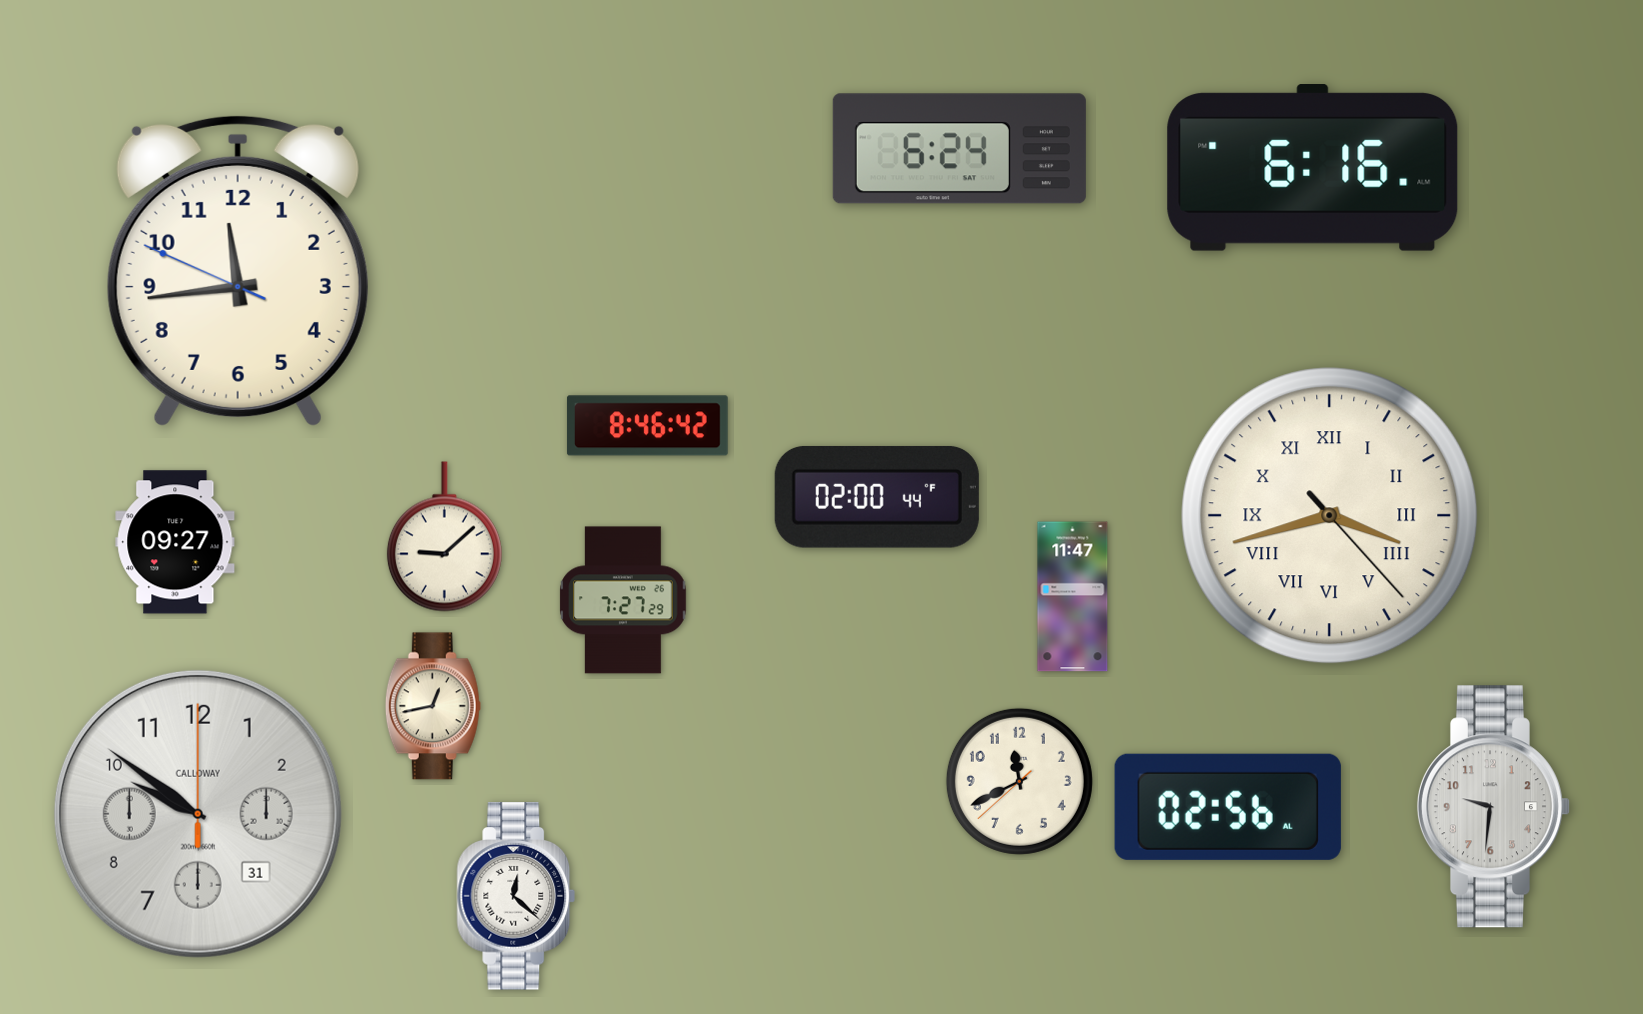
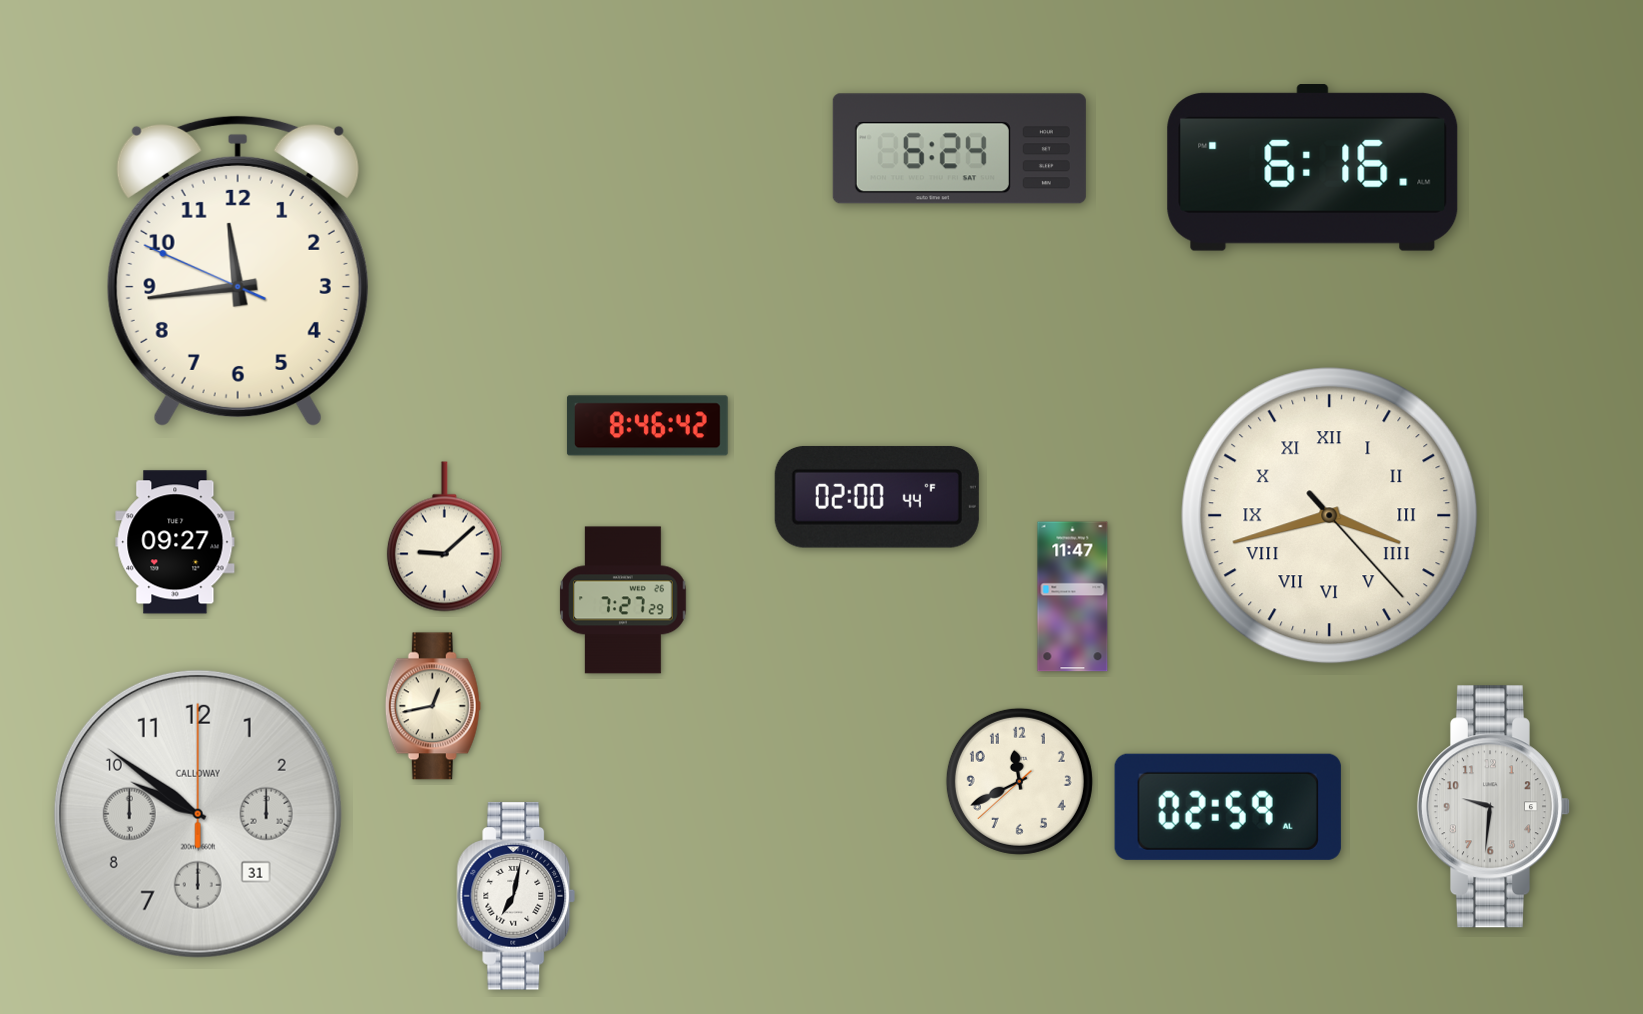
clock at (1228, 807): 02:56 -> 02:59
clock at (516, 896): 12:22 -> 7:02
